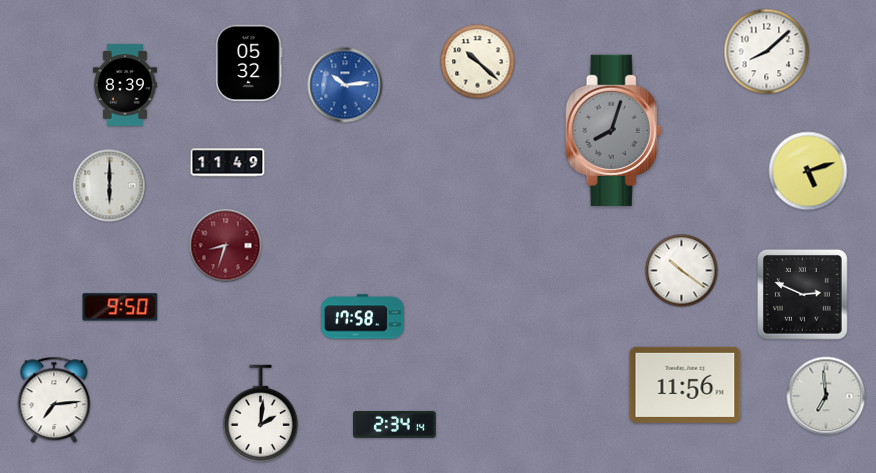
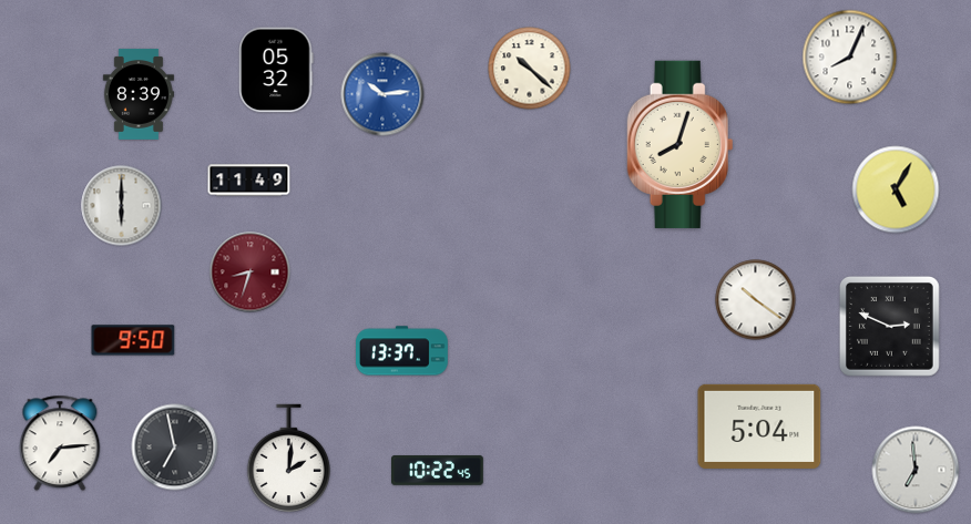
clock at (767, 52): 8:08 -> 8:04
clock at (614, 130) dial: grey -> cream
clock at (228, 163) position: (228, 163) -> (249, 181)
clock at (808, 171): 5:12 -> 5:05
clock at (363, 317): 17:58 -> 13:37
clock at (685, 385): 11:56 -> 5:04
clock at (826, 396) position: (826, 396) -> (916, 470)
clock at (175, 448): none -> 6:58
clock at (395, 425): 2:34 -> 10:22
